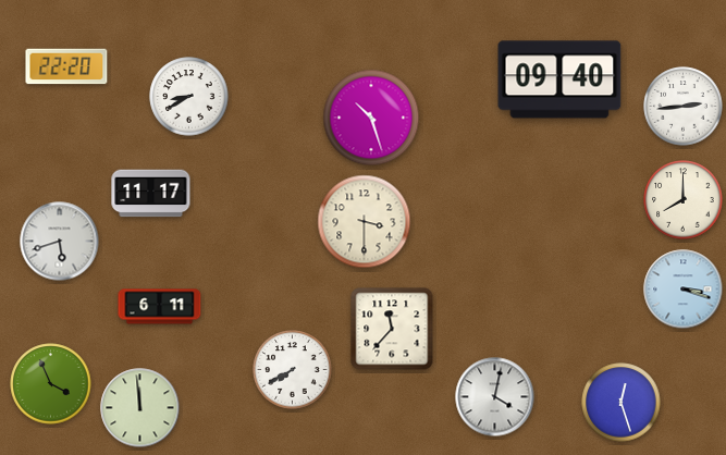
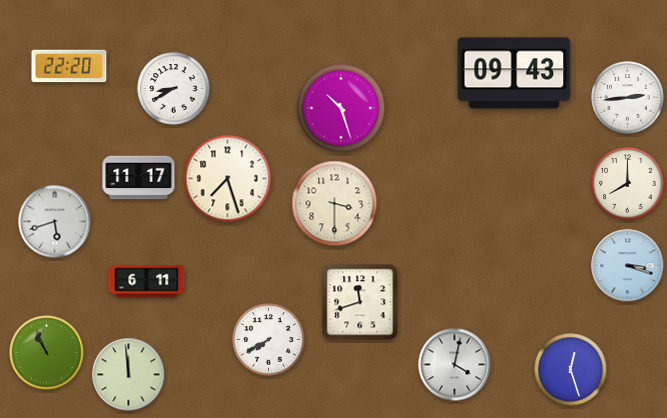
clock at (66, 66) position: (66, 66) -> (69, 66)
clock at (559, 79): 09:40 -> 09:43
clock at (228, 179): none -> 7:27
clock at (392, 329): 11:37 -> 11:42
clock at (51, 384): 3:56 -> 10:56
